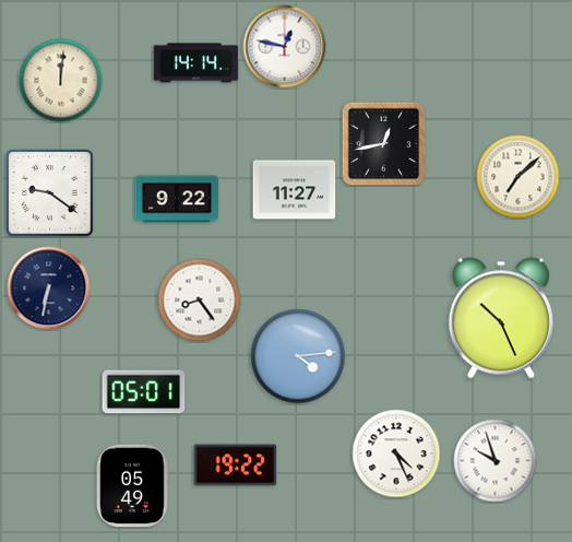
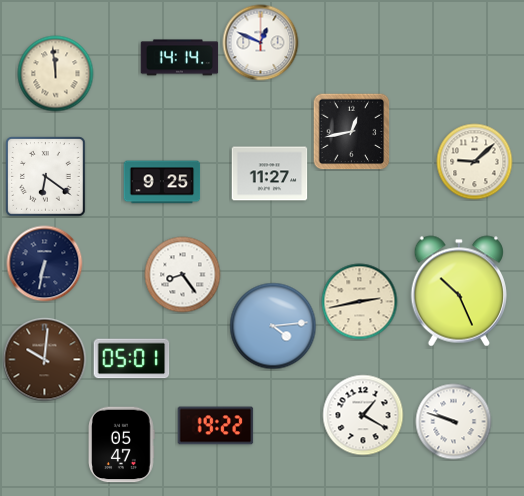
clock at (285, 47): 12:47 -> 12:49
clock at (61, 81): 12:01 -> 11:59
clock at (519, 177): 7:08 -> 9:08
clock at (50, 193): 9:21 -> 6:21
clock at (177, 199): 9:22 -> 9:25
clock at (360, 302): none -> 2:43
clock at (45, 360): none -> 10:01
clock at (396, 453): 4:26 -> 1:20
clock at (496, 461): 9:57 -> 9:48
clock at (133, 486): 05:49 -> 05:47
